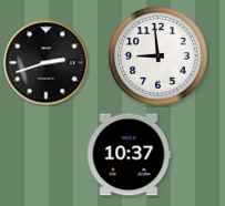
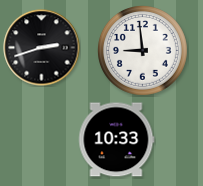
clock at (47, 63) position: (47, 63) -> (42, 48)
clock at (130, 155): 10:37 -> 10:33
